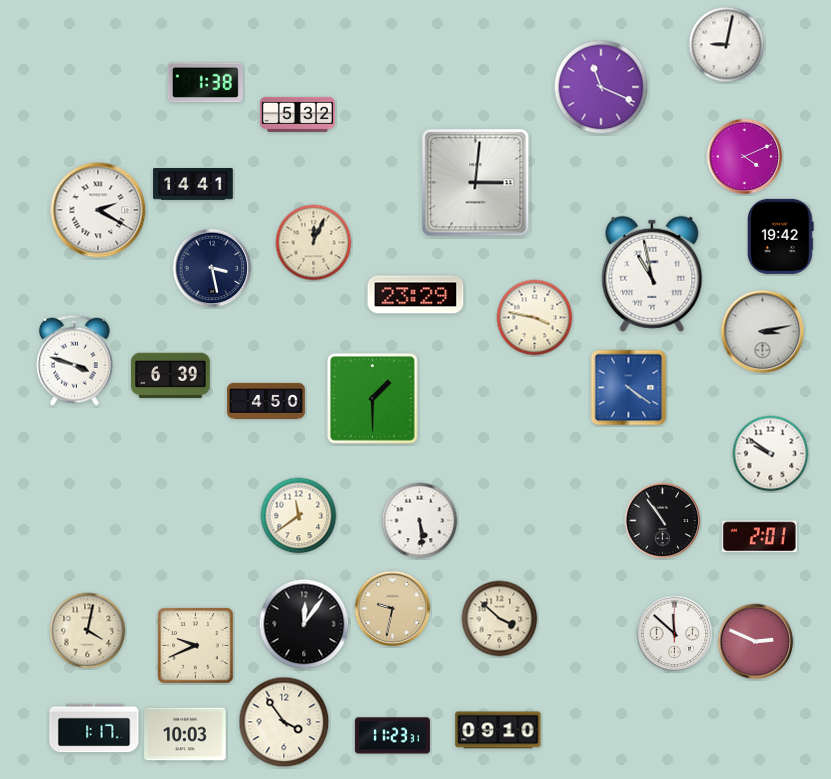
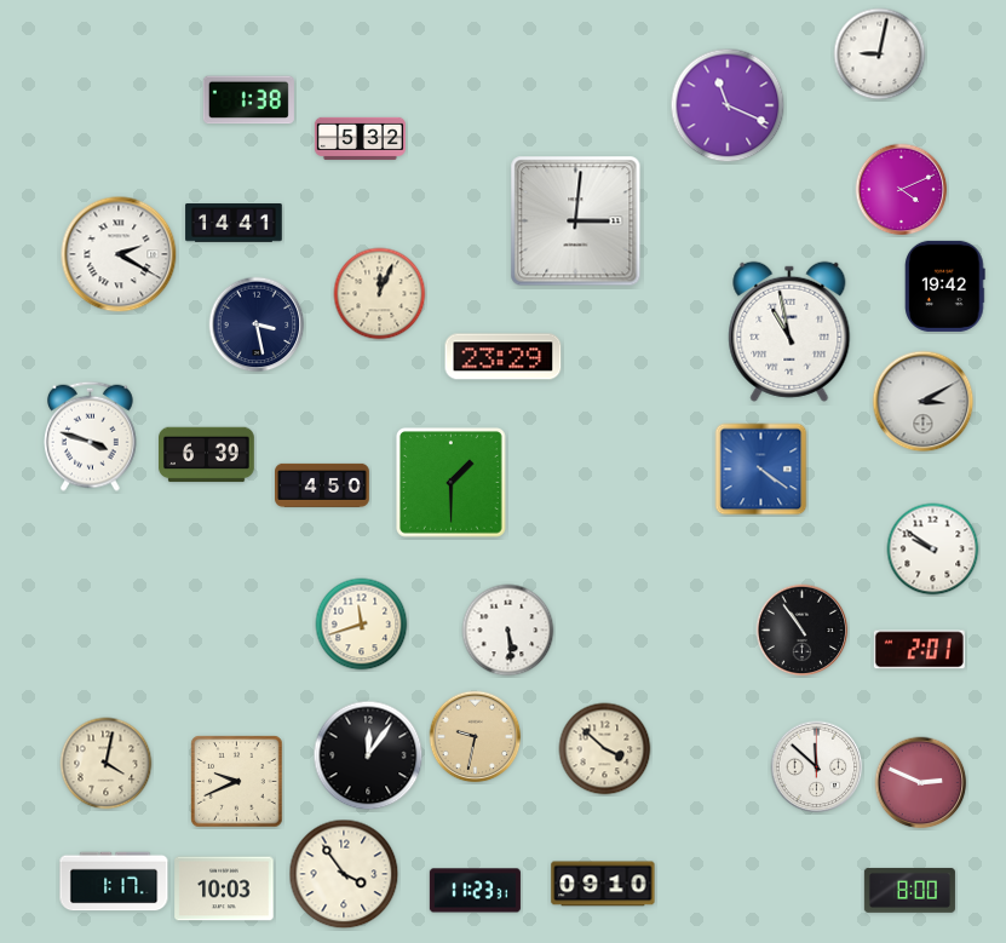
clock at (535, 318): 3:47 -> none
clock at (763, 332): 3:13 -> 3:10
clock at (299, 516): 11:39 -> 11:42
clock at (756, 642) position: (756, 642) -> (921, 783)
clock at (909, 890): none -> 8:00
